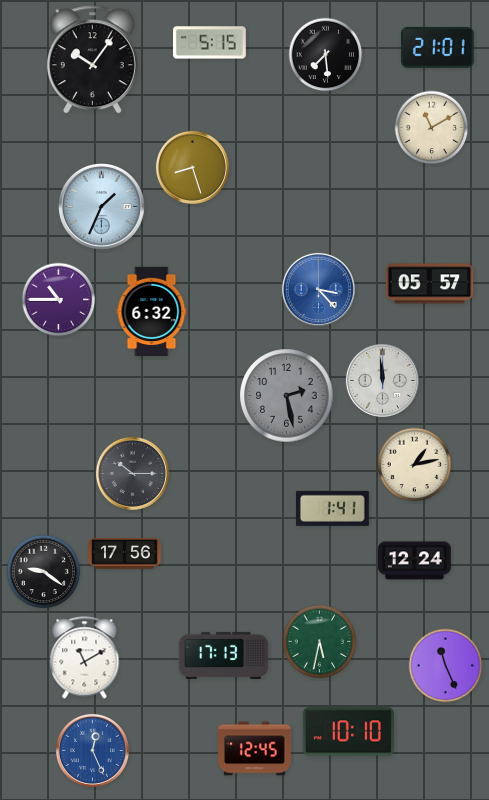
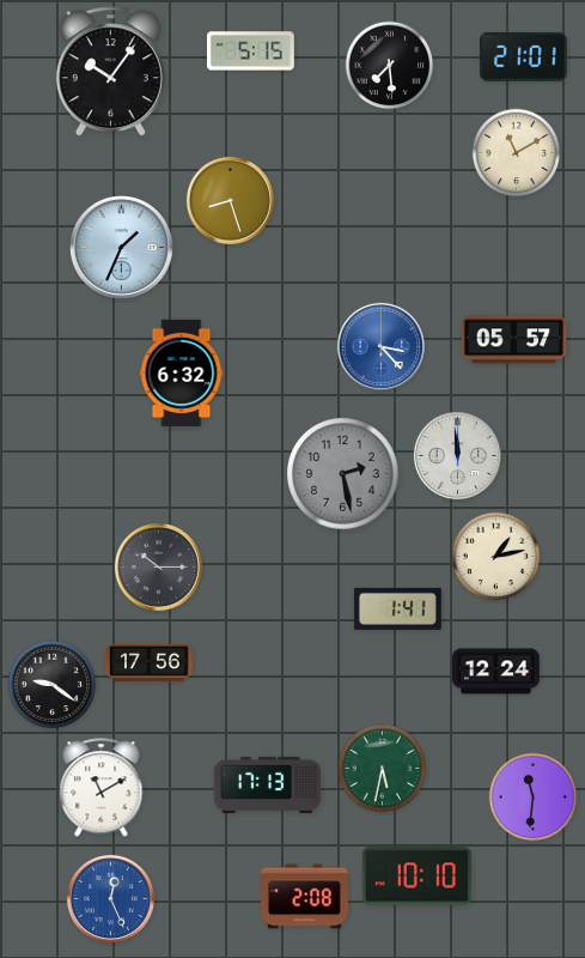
clock at (59, 300): 10:45 -> none
clock at (446, 666): 11:26 -> 11:31
clock at (255, 749): 12:45 -> 2:08
